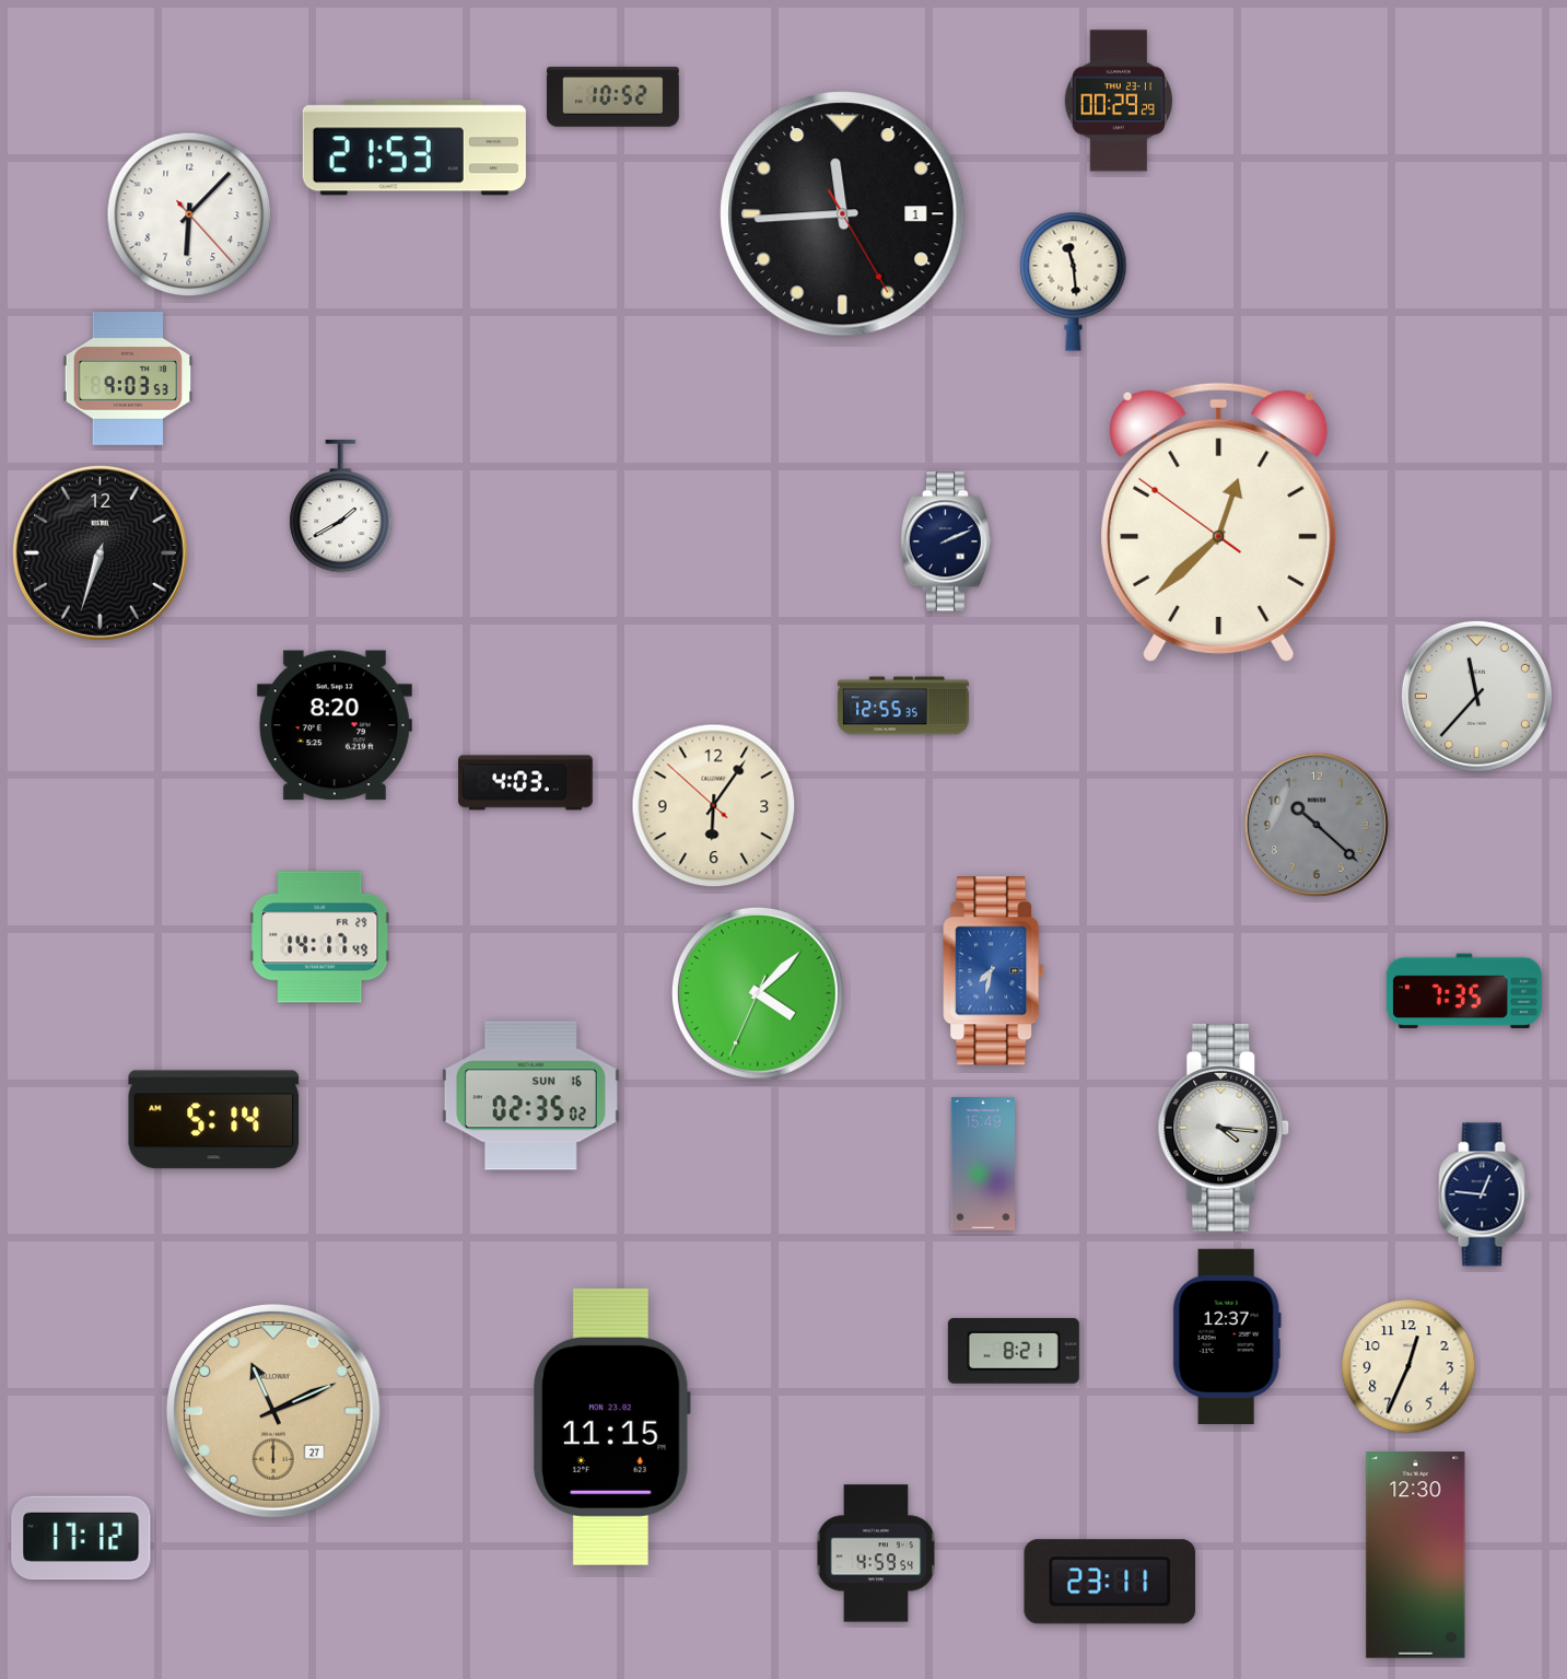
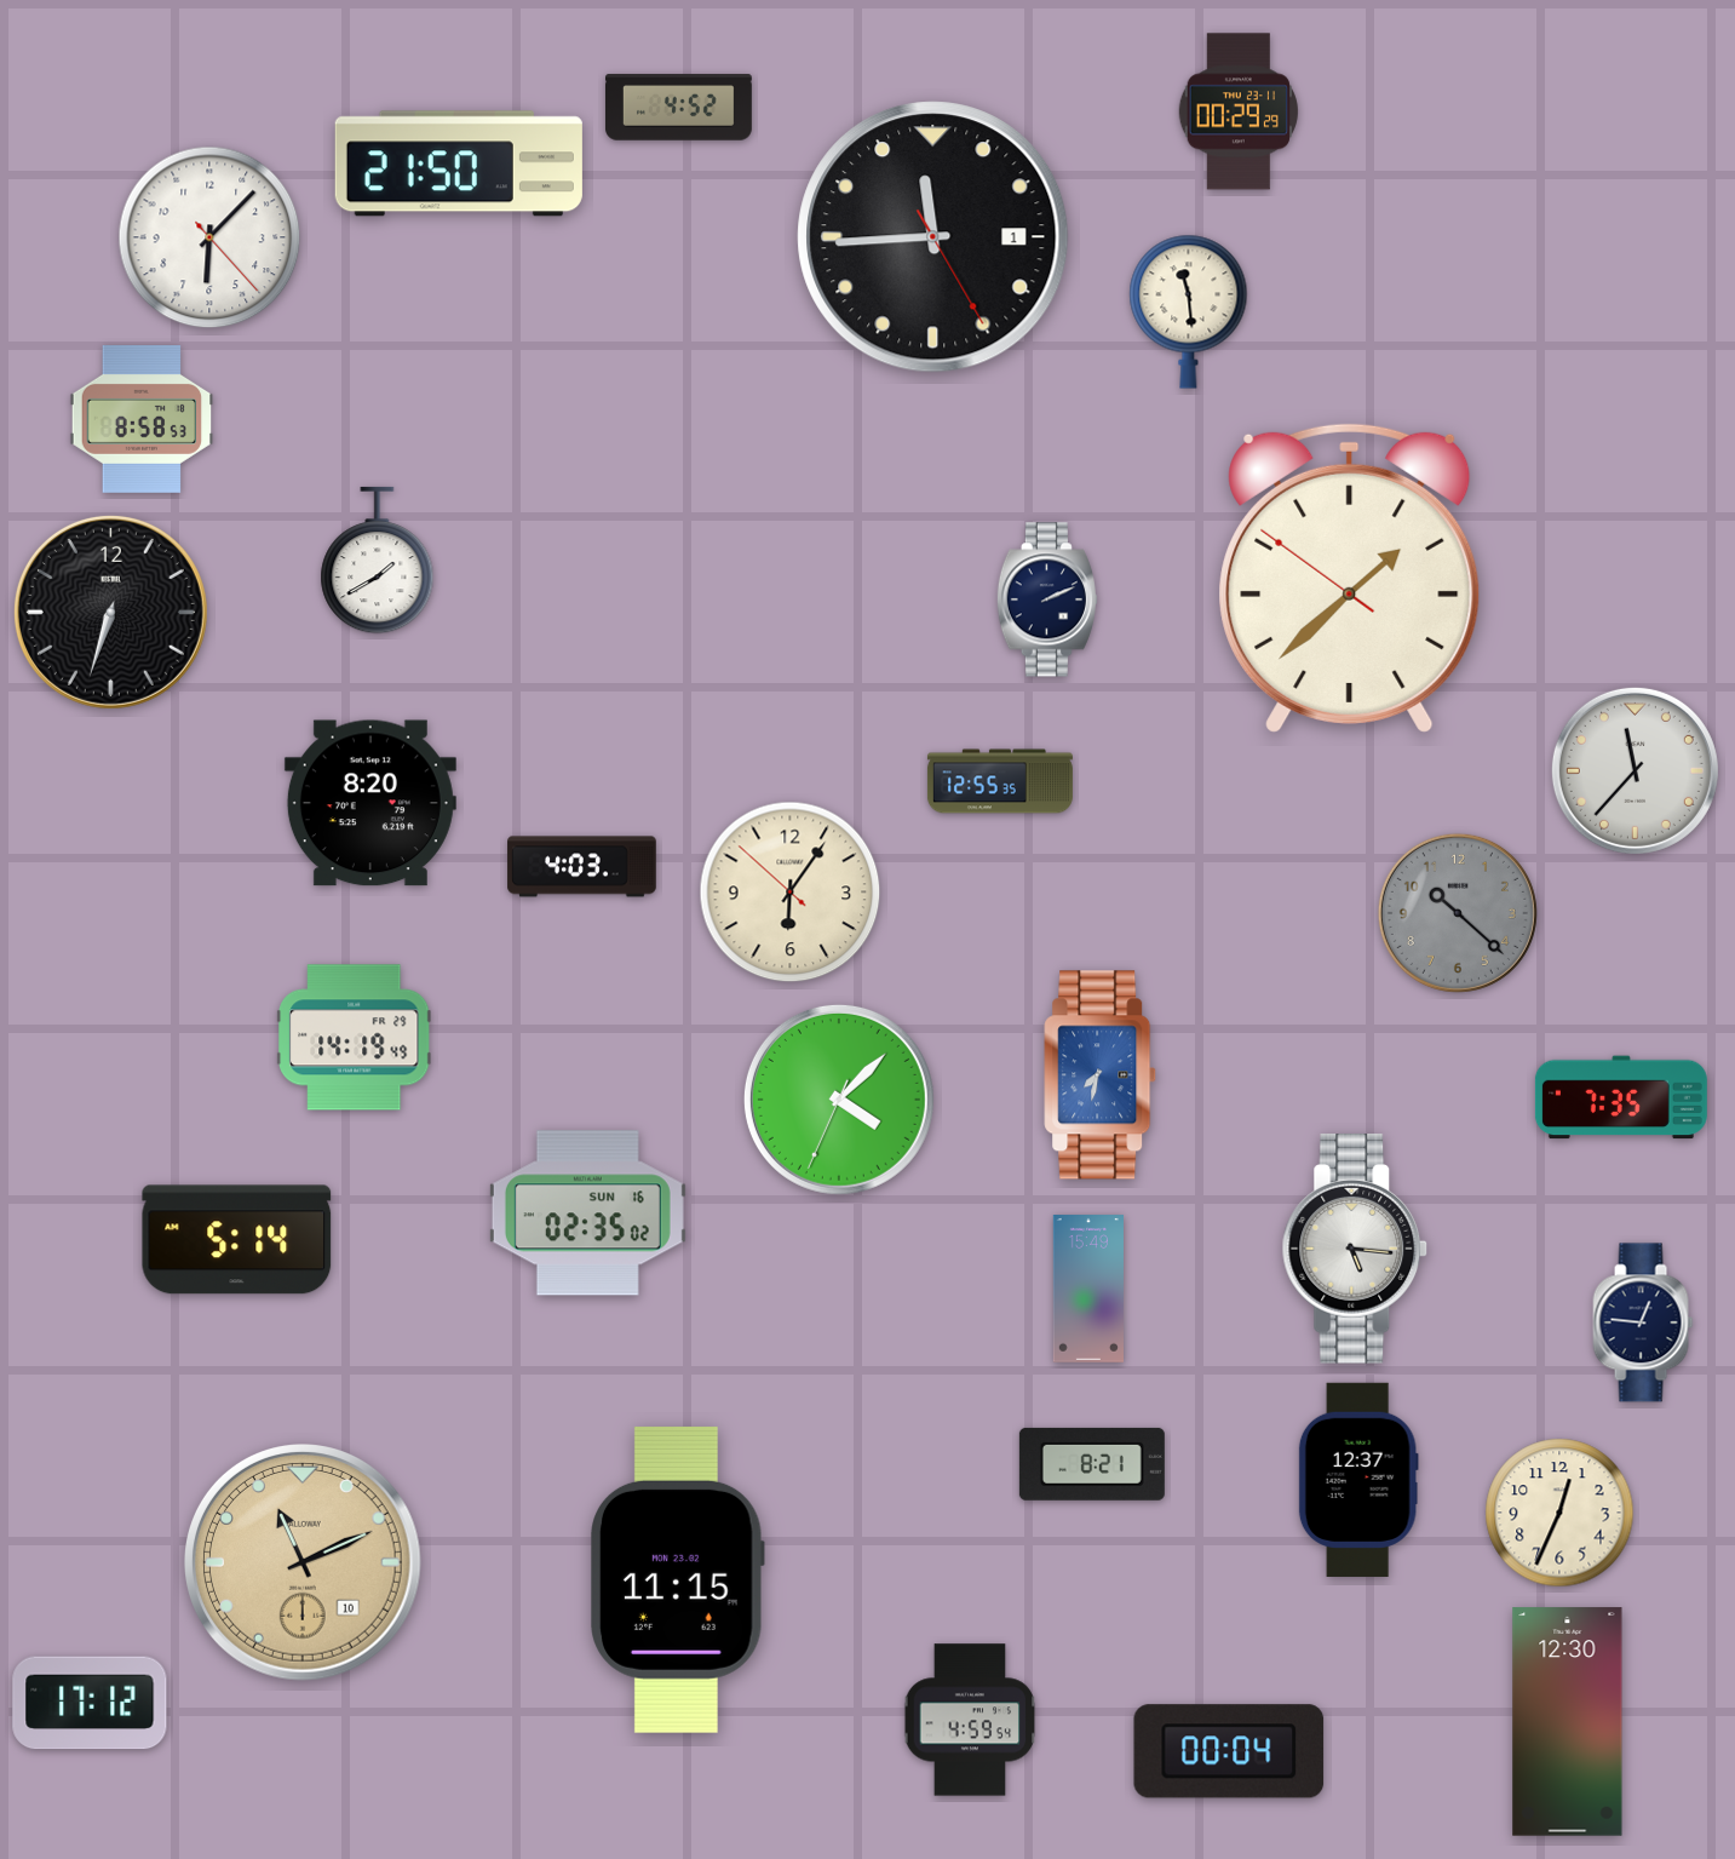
clock at (612, 97): 10:52 -> 4:52
clock at (414, 148): 21:53 -> 21:50
clock at (128, 380): 9:03 -> 8:58
clock at (1219, 522): 12:37 -> 1:37
clock at (319, 937): 14:17 -> 14:19
clock at (1224, 1128): 4:16 -> 5:16
clock at (1014, 1351) position: (1014, 1351) -> (1092, 1464)
clock at (274, 1412) date: 27 -> 10
clock at (1110, 1582): 23:11 -> 00:04
